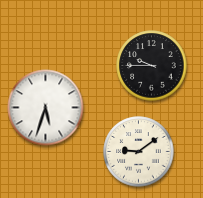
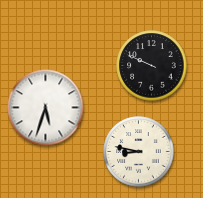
clock at (152, 66): 9:45 -> 9:49
clock at (139, 152): 9:09 -> 8:47
